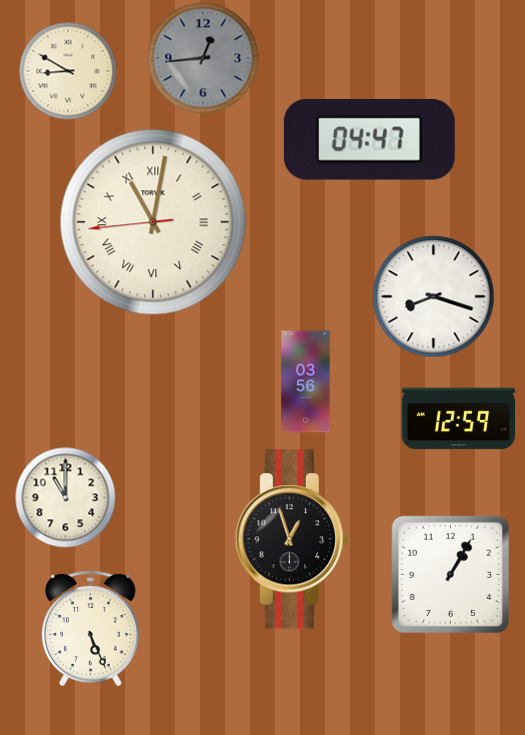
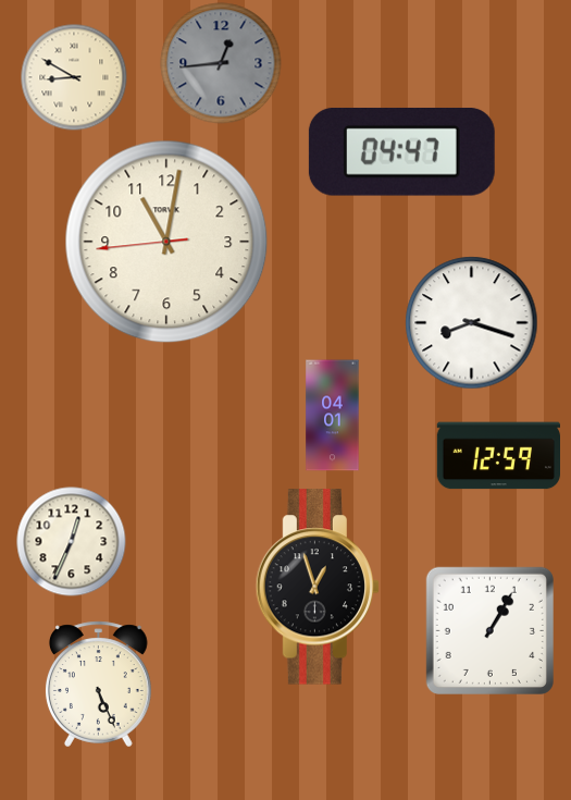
clock at (153, 222) numerals: Roman -> Arabic
clock at (306, 382): 03:56 -> 04:01
clock at (66, 498): 11:00 -> 12:34
clock at (450, 574) position: (450, 574) -> (489, 630)
